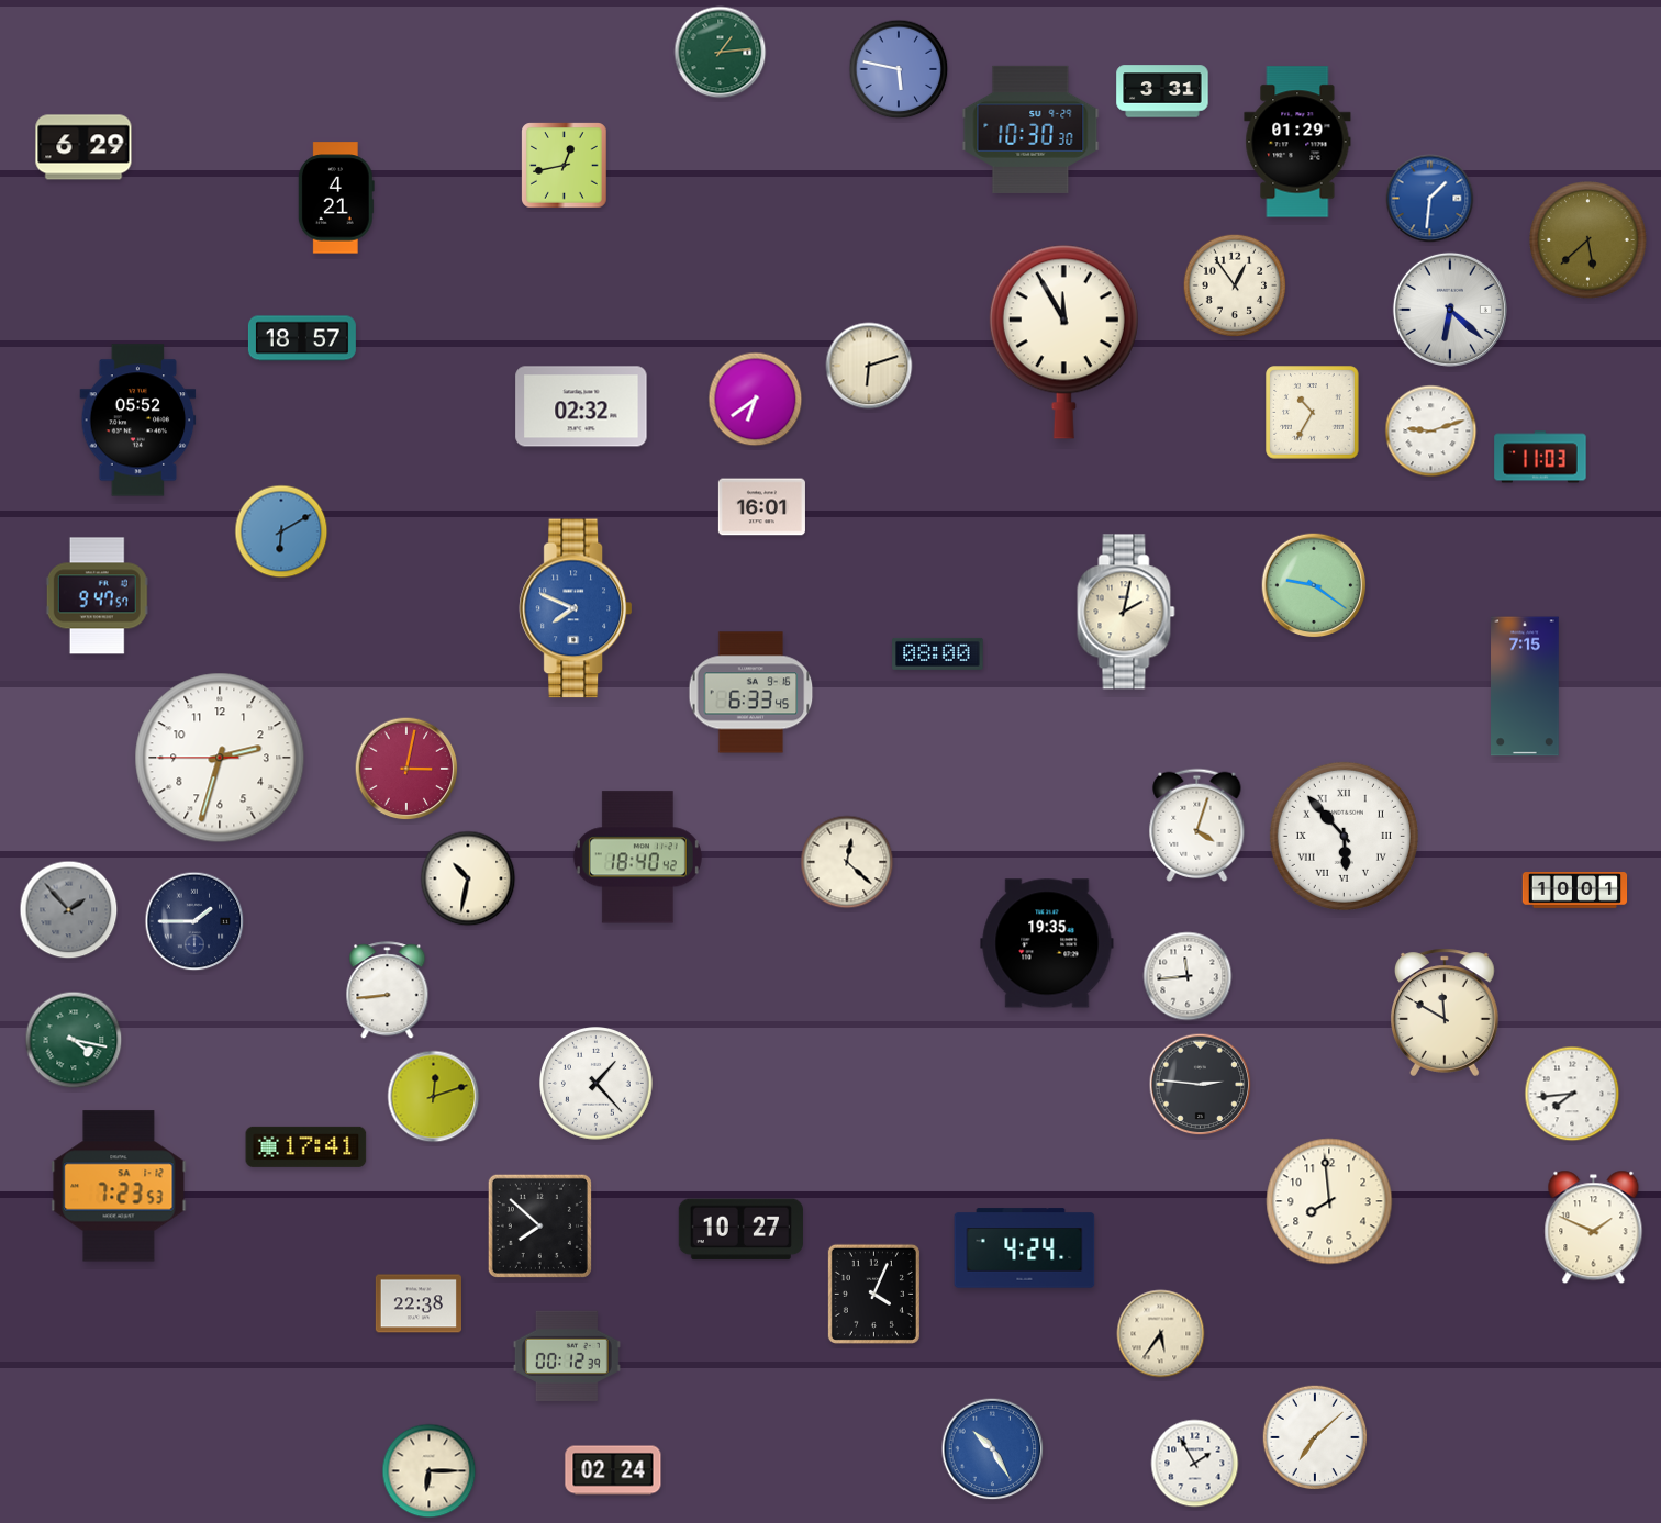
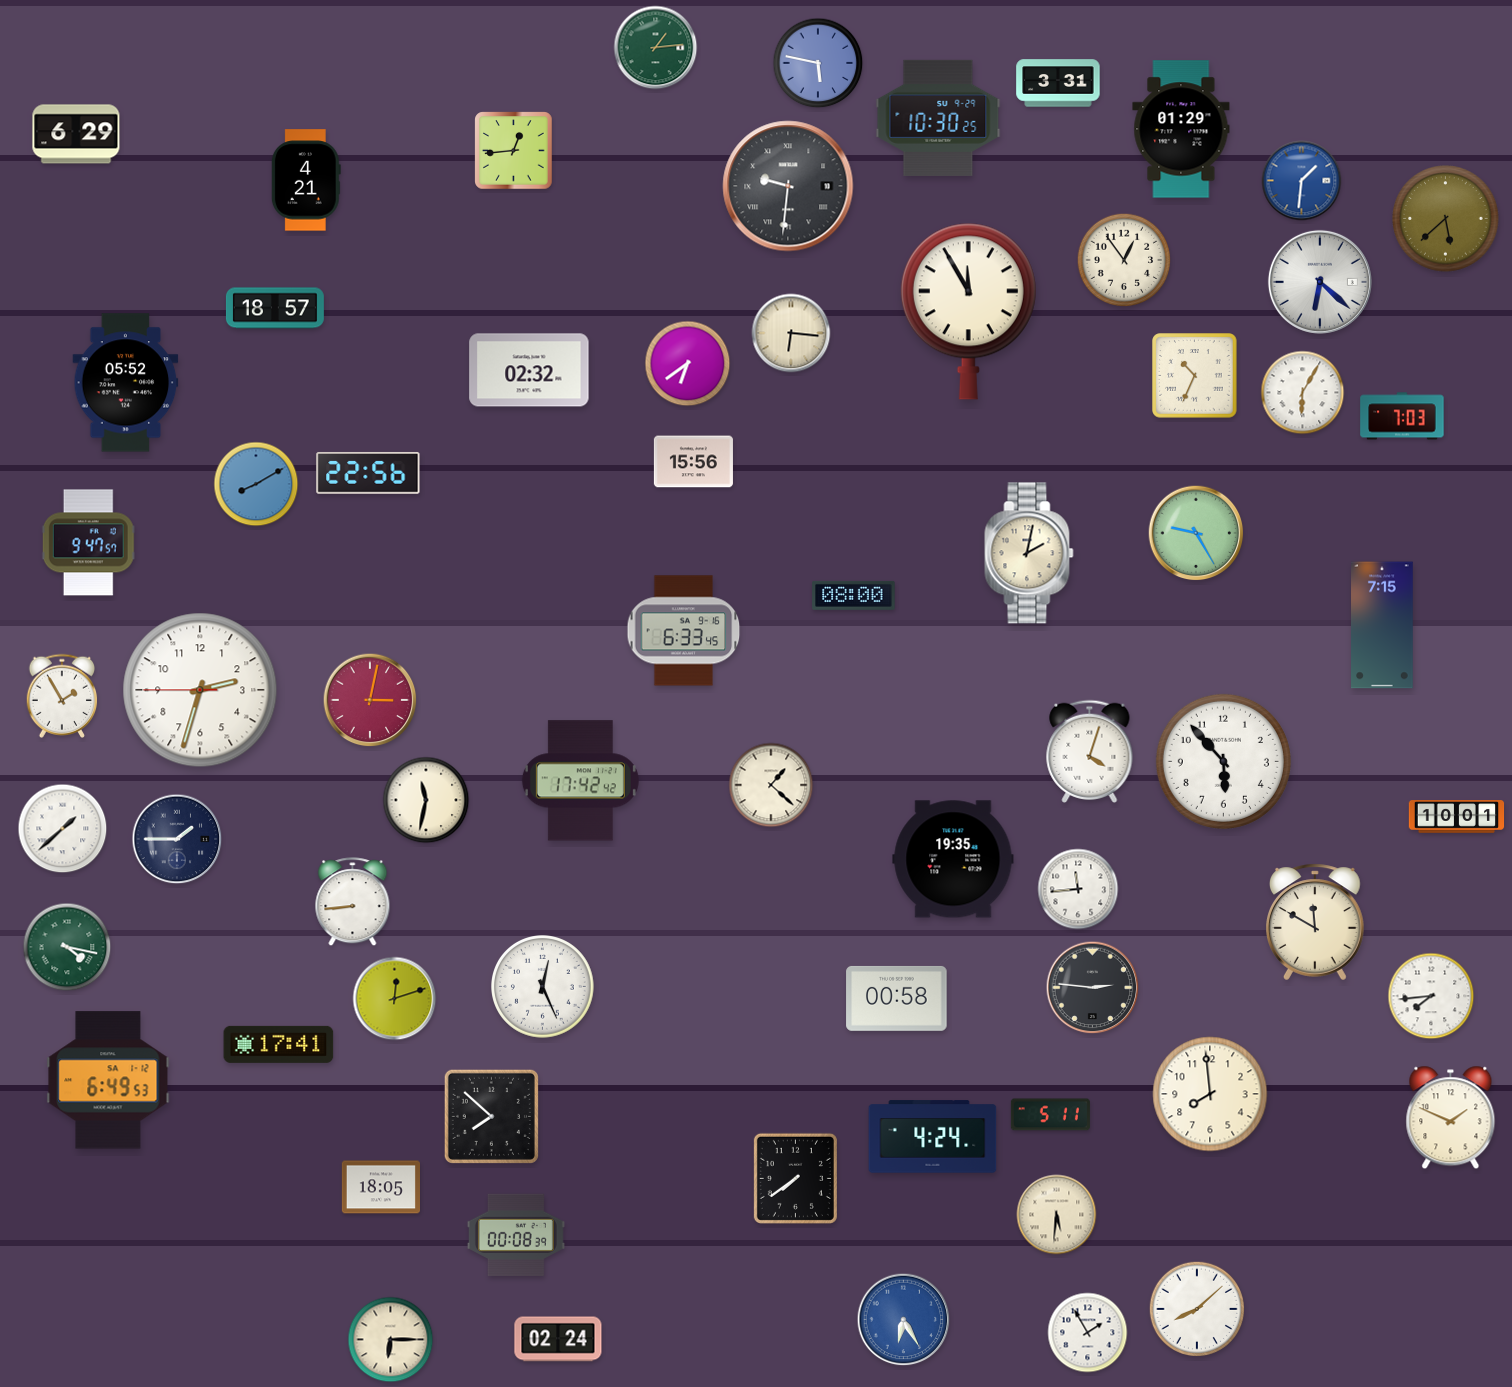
clock at (1030, 130): 10:30:30 -> 10:30:25
clock at (565, 166): 12:43 -> 12:44
clock at (788, 186): none -> 9:31
clock at (869, 366): 6:12 -> 6:16
clock at (1313, 413): 10:35 -> 10:34
clock at (1431, 432): 9:12 -> 6:05
clock at (1540, 457): 11:03 -> 7:03
clock at (761, 507): 16:01 -> 15:56
clock at (368, 473): none -> 22:56
clock at (281, 531): 6:10 -> 8:10
clock at (1314, 585): 9:21 -> 9:25
clock at (576, 608): 7:49 -> none
clock at (1126, 612) position: (1126, 612) -> (1029, 553)
clock at (1526, 686) position: (1526, 686) -> (1383, 625)
clock at (62, 695): none -> 1:55
clock at (1344, 836) numerals: Roman -> Arabic
clock at (637, 858): 18:40 -> 17:42
clock at (847, 862): 12:22 -> 1:22
clock at (468, 878): 10:32 -> 11:32
clock at (1575, 891) position: (1575, 891) -> (1457, 817)
clock at (69, 910): 1:53 -> 1:38
clock at (69, 910) dial: grey -> white
clock at (1188, 976) position: (1188, 976) -> (1078, 889)
clock at (597, 1084): 1:23 -> 12:26
clock at (897, 998): none -> 00:58
clock at (119, 1186): 7:23 -> 6:49
clock at (1050, 1115): none -> 5:11
clock at (740, 1230): 10:27 -> none
clock at (873, 1294): 4:04 -> 7:39
clock at (417, 1303): 22:38 -> 18:05
clock at (1161, 1334): 5:36 -> 5:31
clock at (567, 1356): 00:12 -> 00:08
clock at (1314, 1436): 7:08 -> 8:08
clock at (993, 1449): 10:25 -> 6:25
